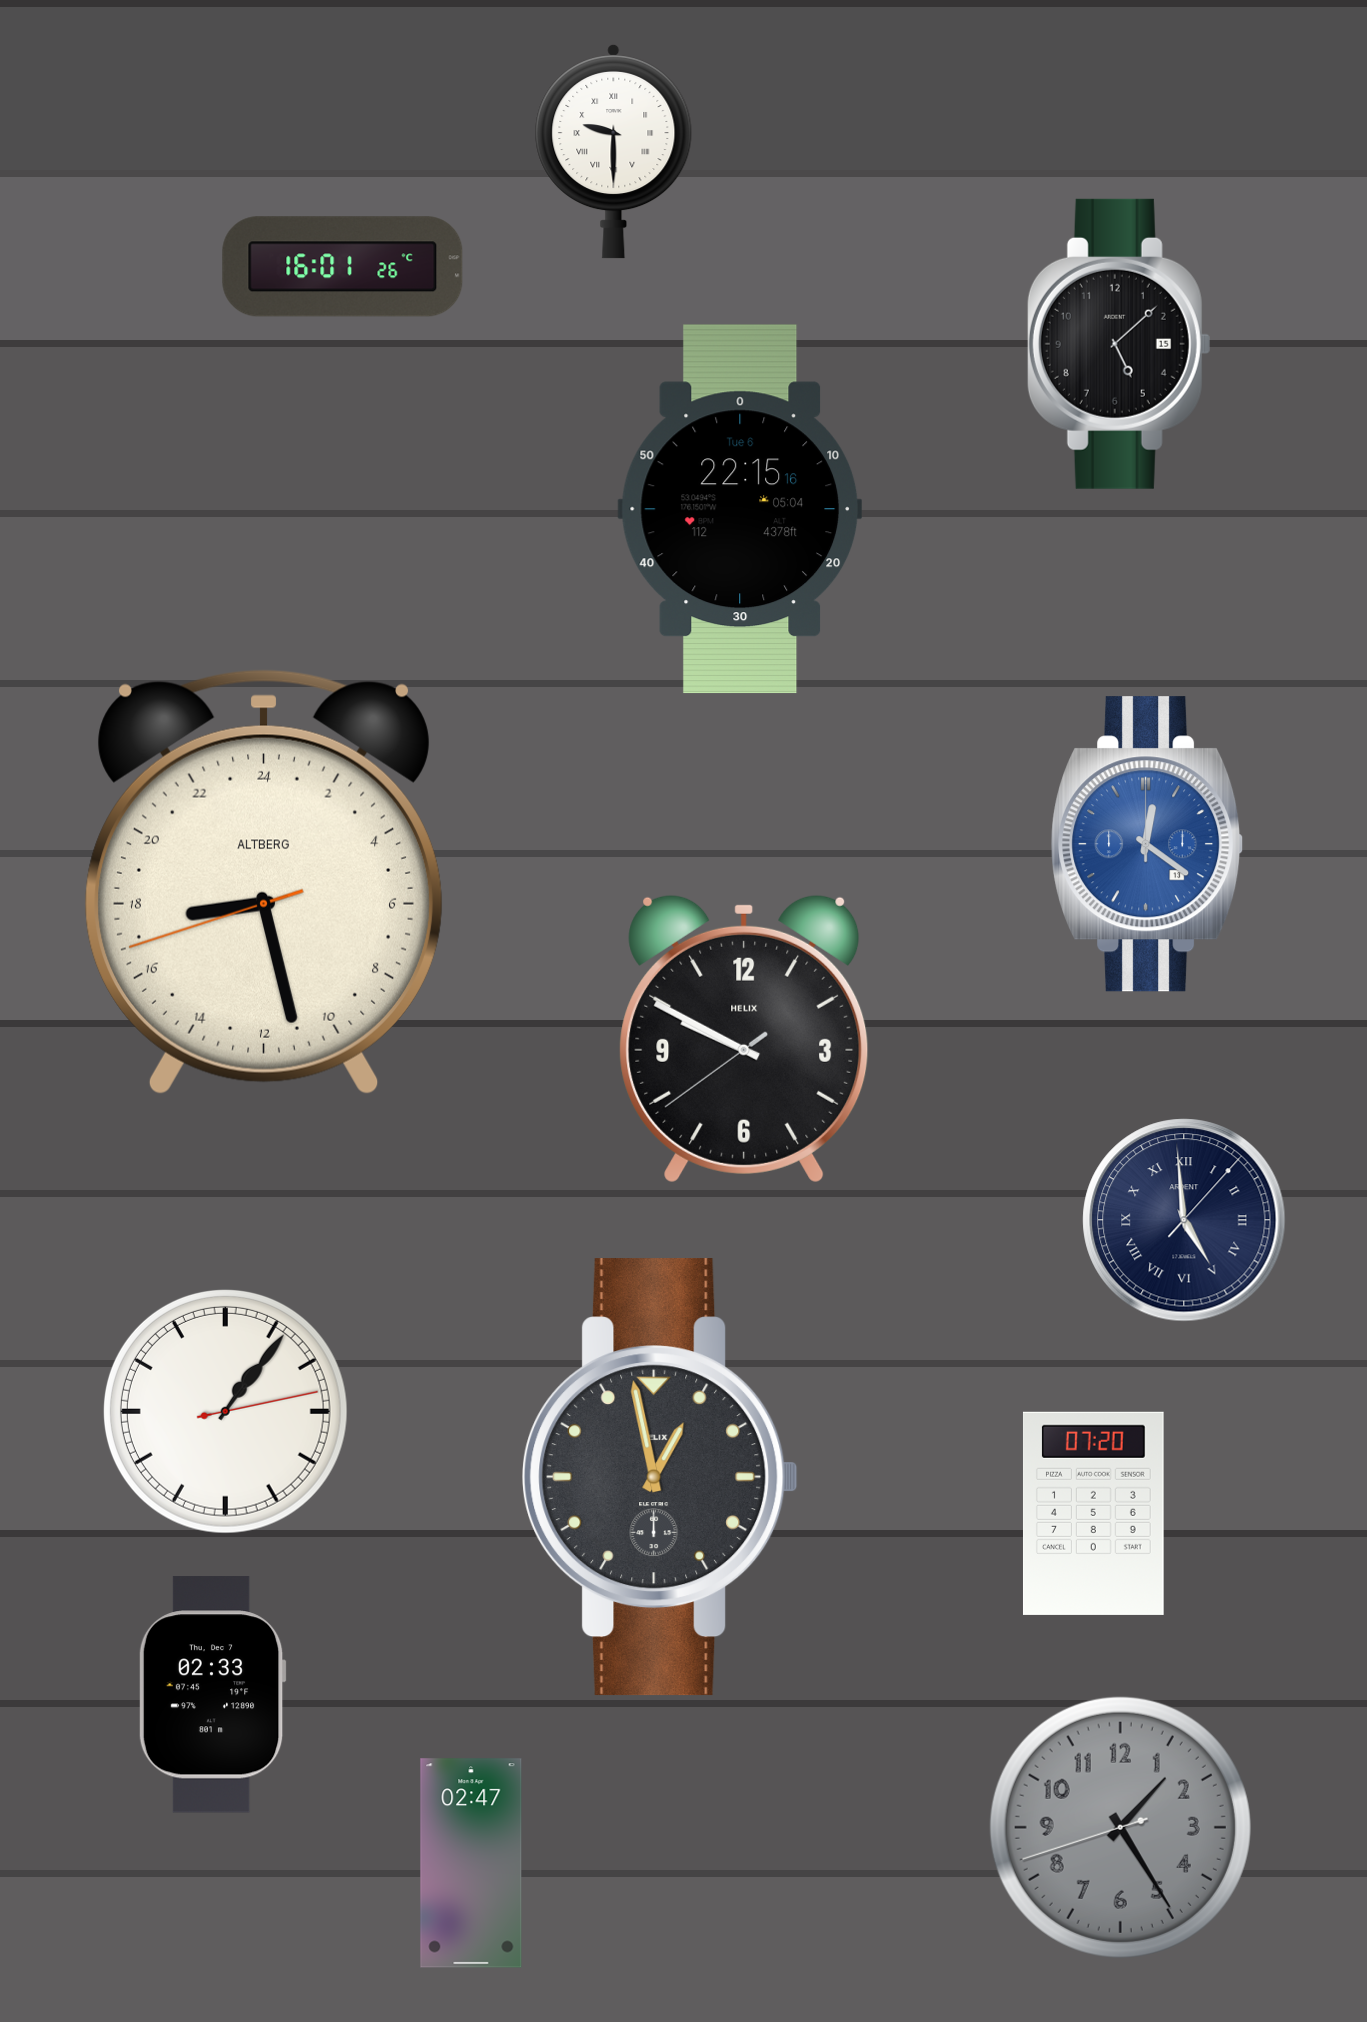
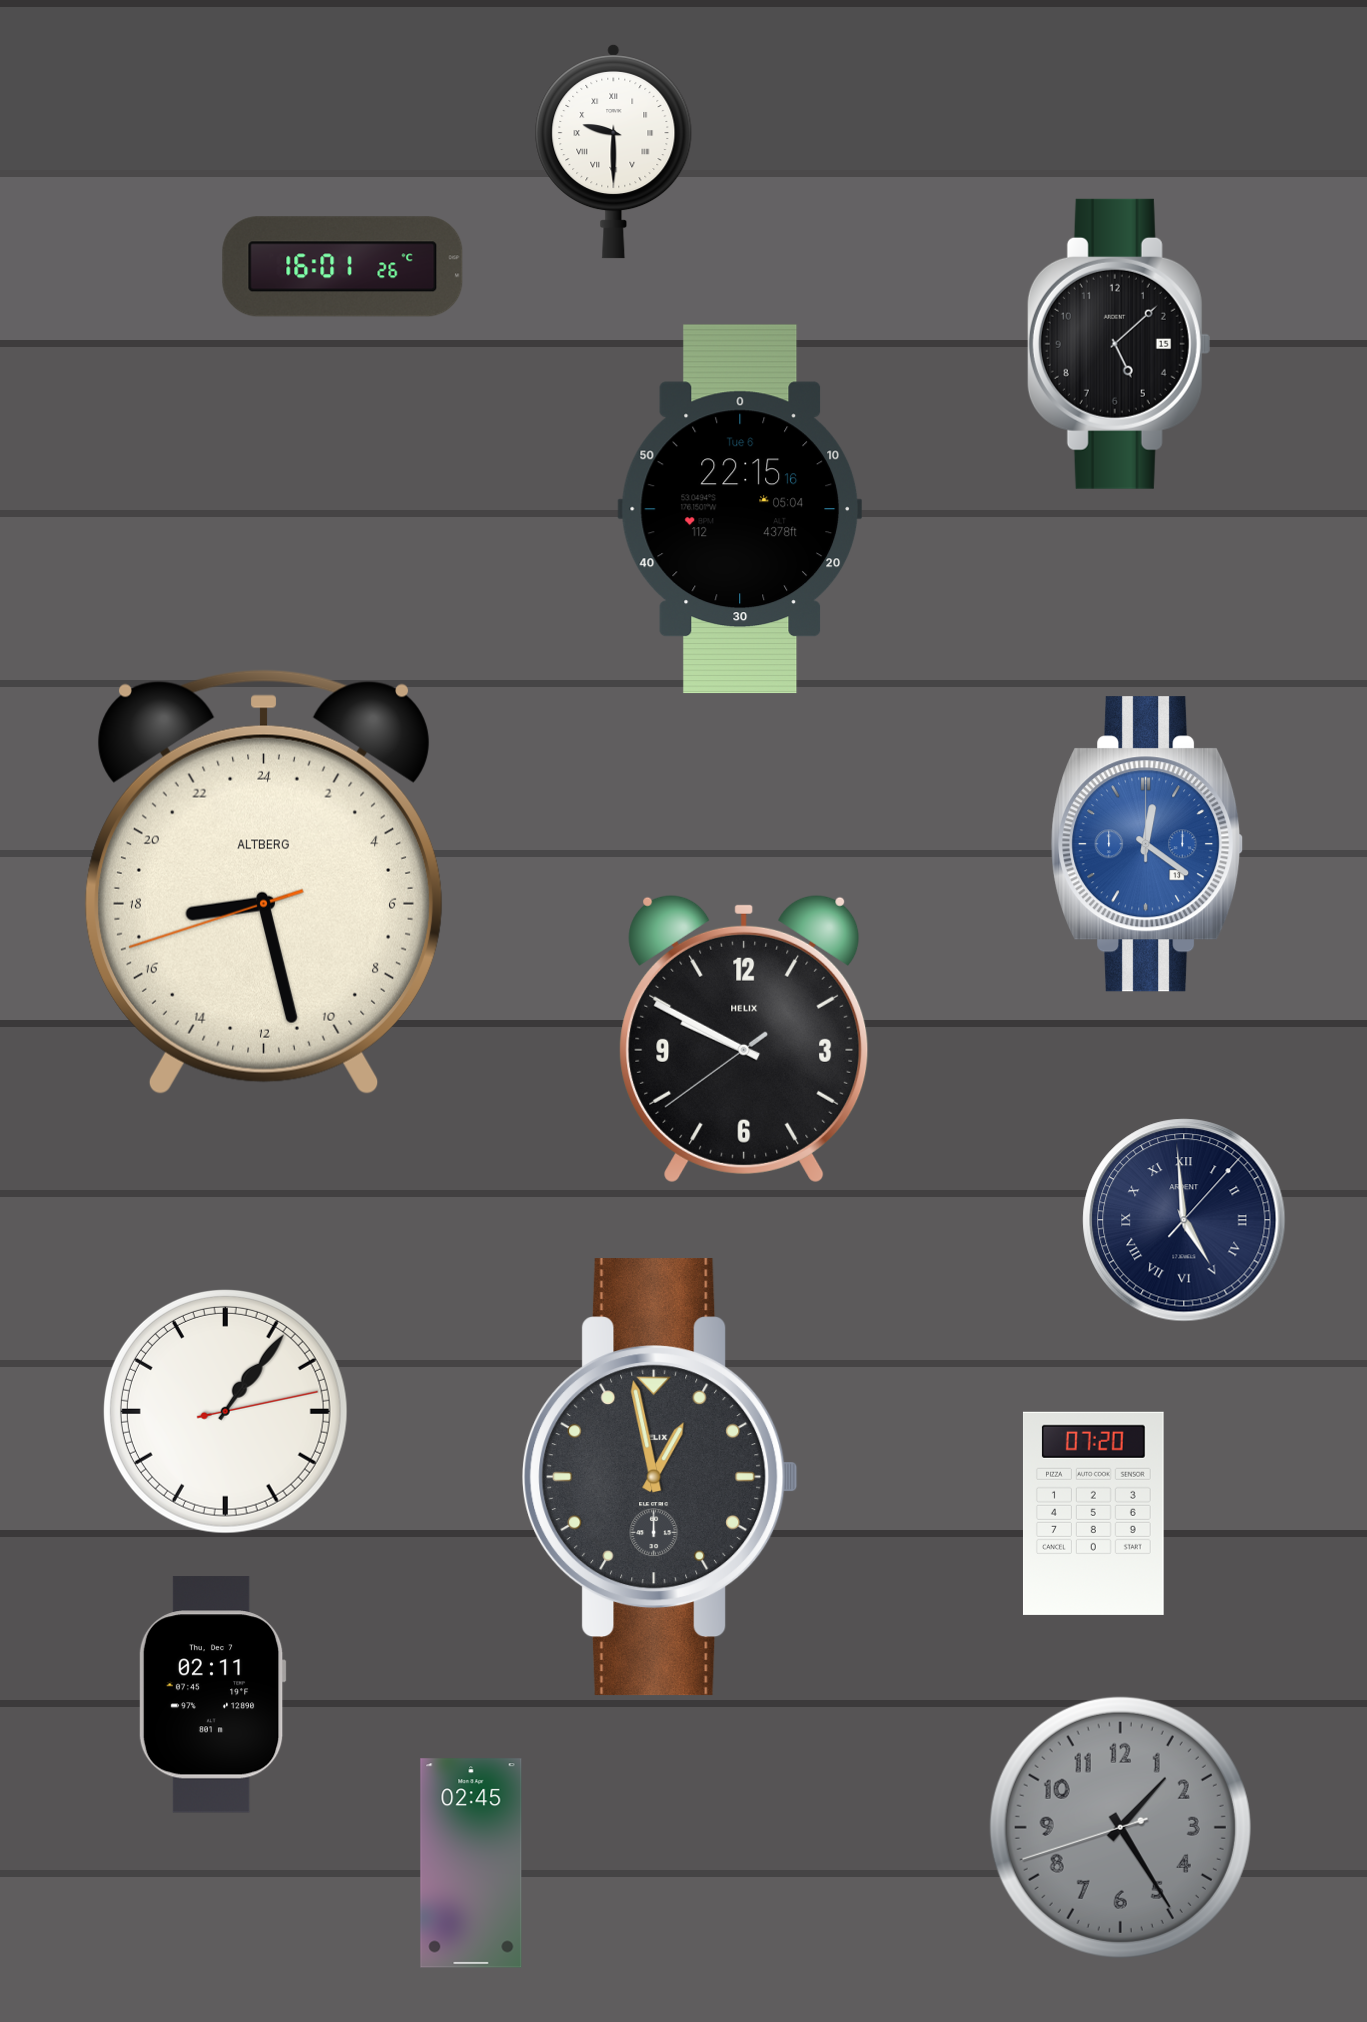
clock at (212, 1695): 02:33 -> 02:11
clock at (471, 1863): 02:47 -> 02:45
